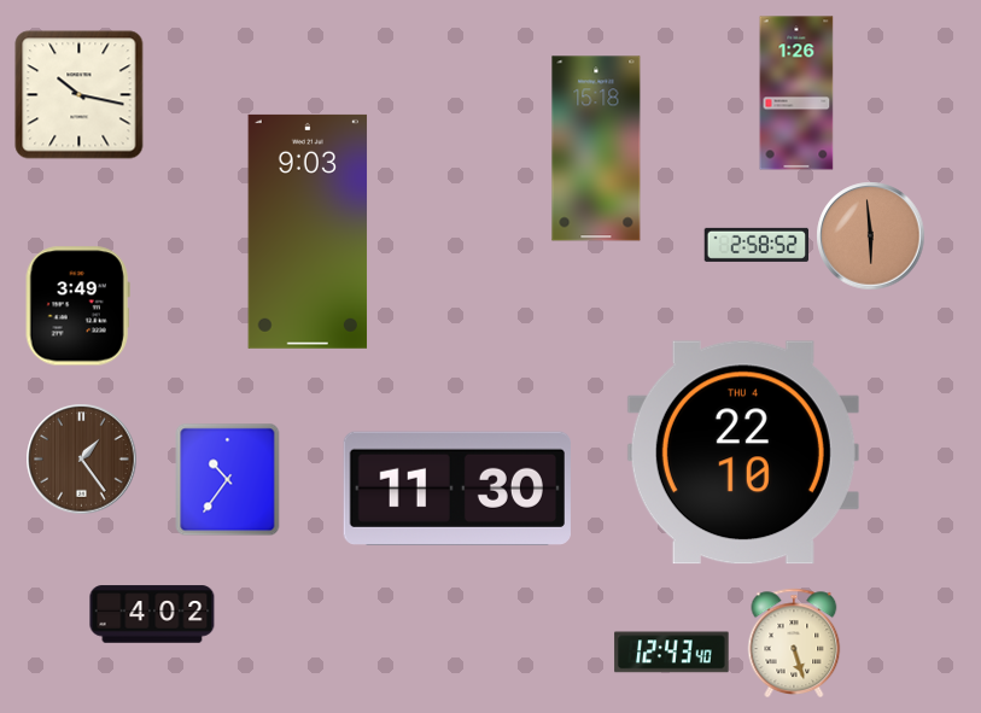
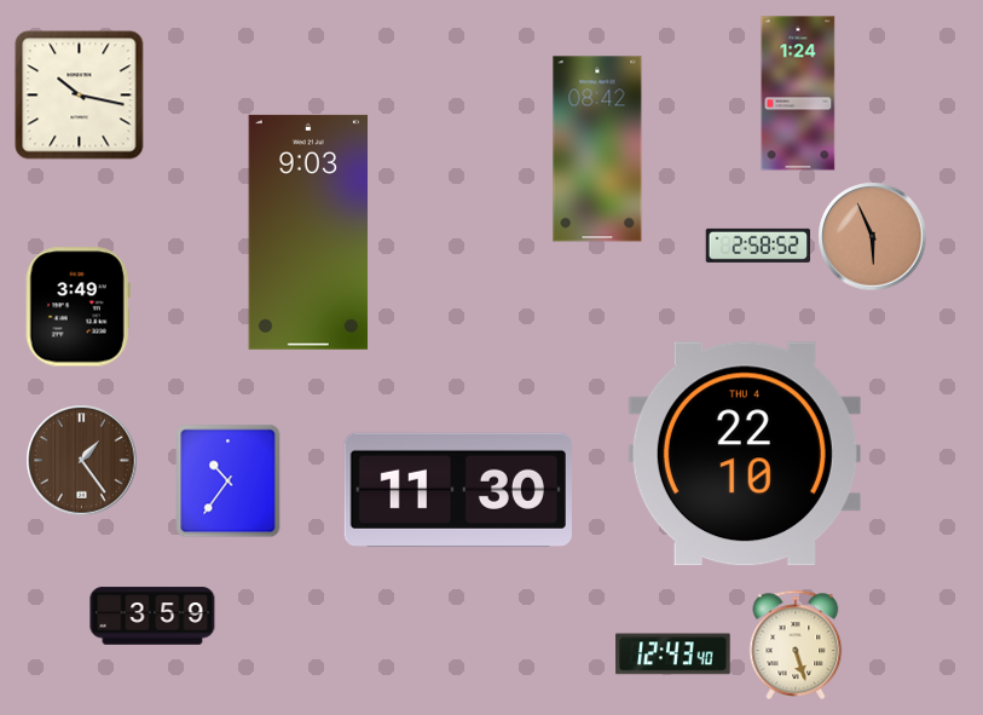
clock at (796, 93): 1:26 -> 1:24
clock at (596, 148): 15:18 -> 08:42
clock at (871, 236): 5:59 -> 5:56
clock at (152, 614): 4:02 -> 3:59
